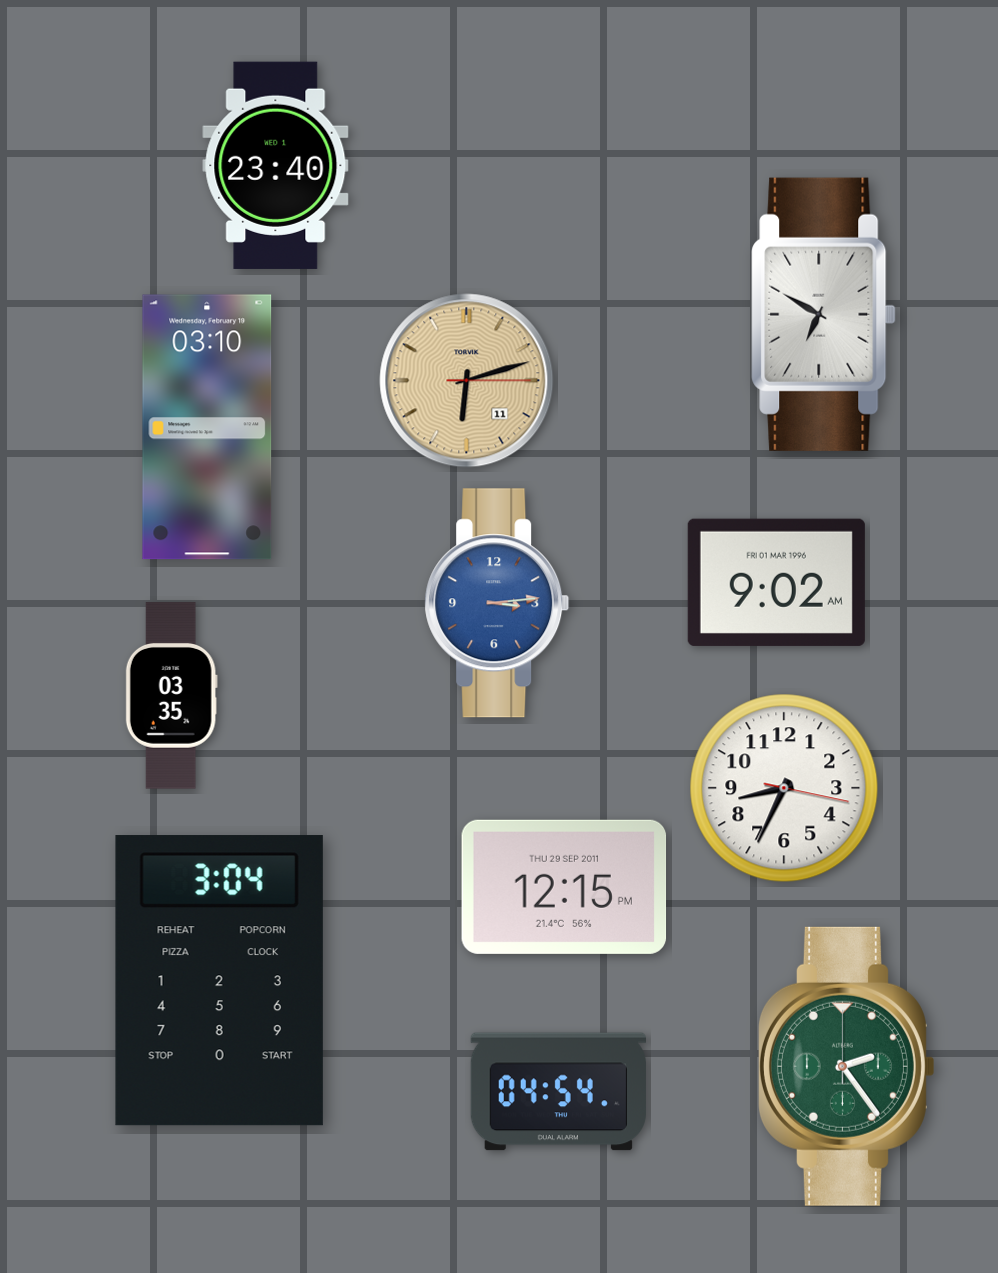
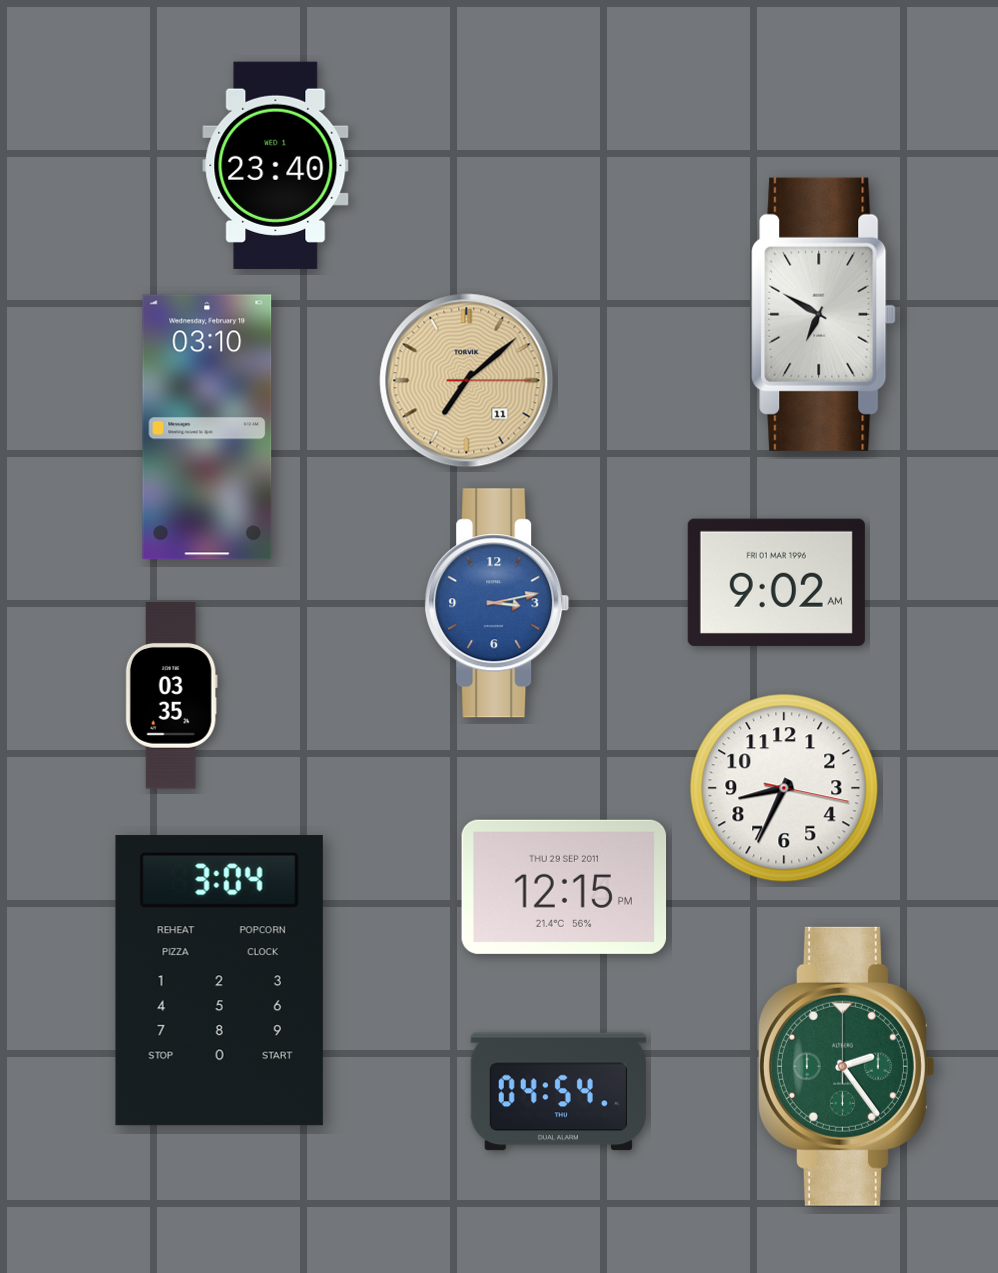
clock at (467, 381): 6:12 -> 7:08
clock at (497, 603): 3:14 -> 3:13
